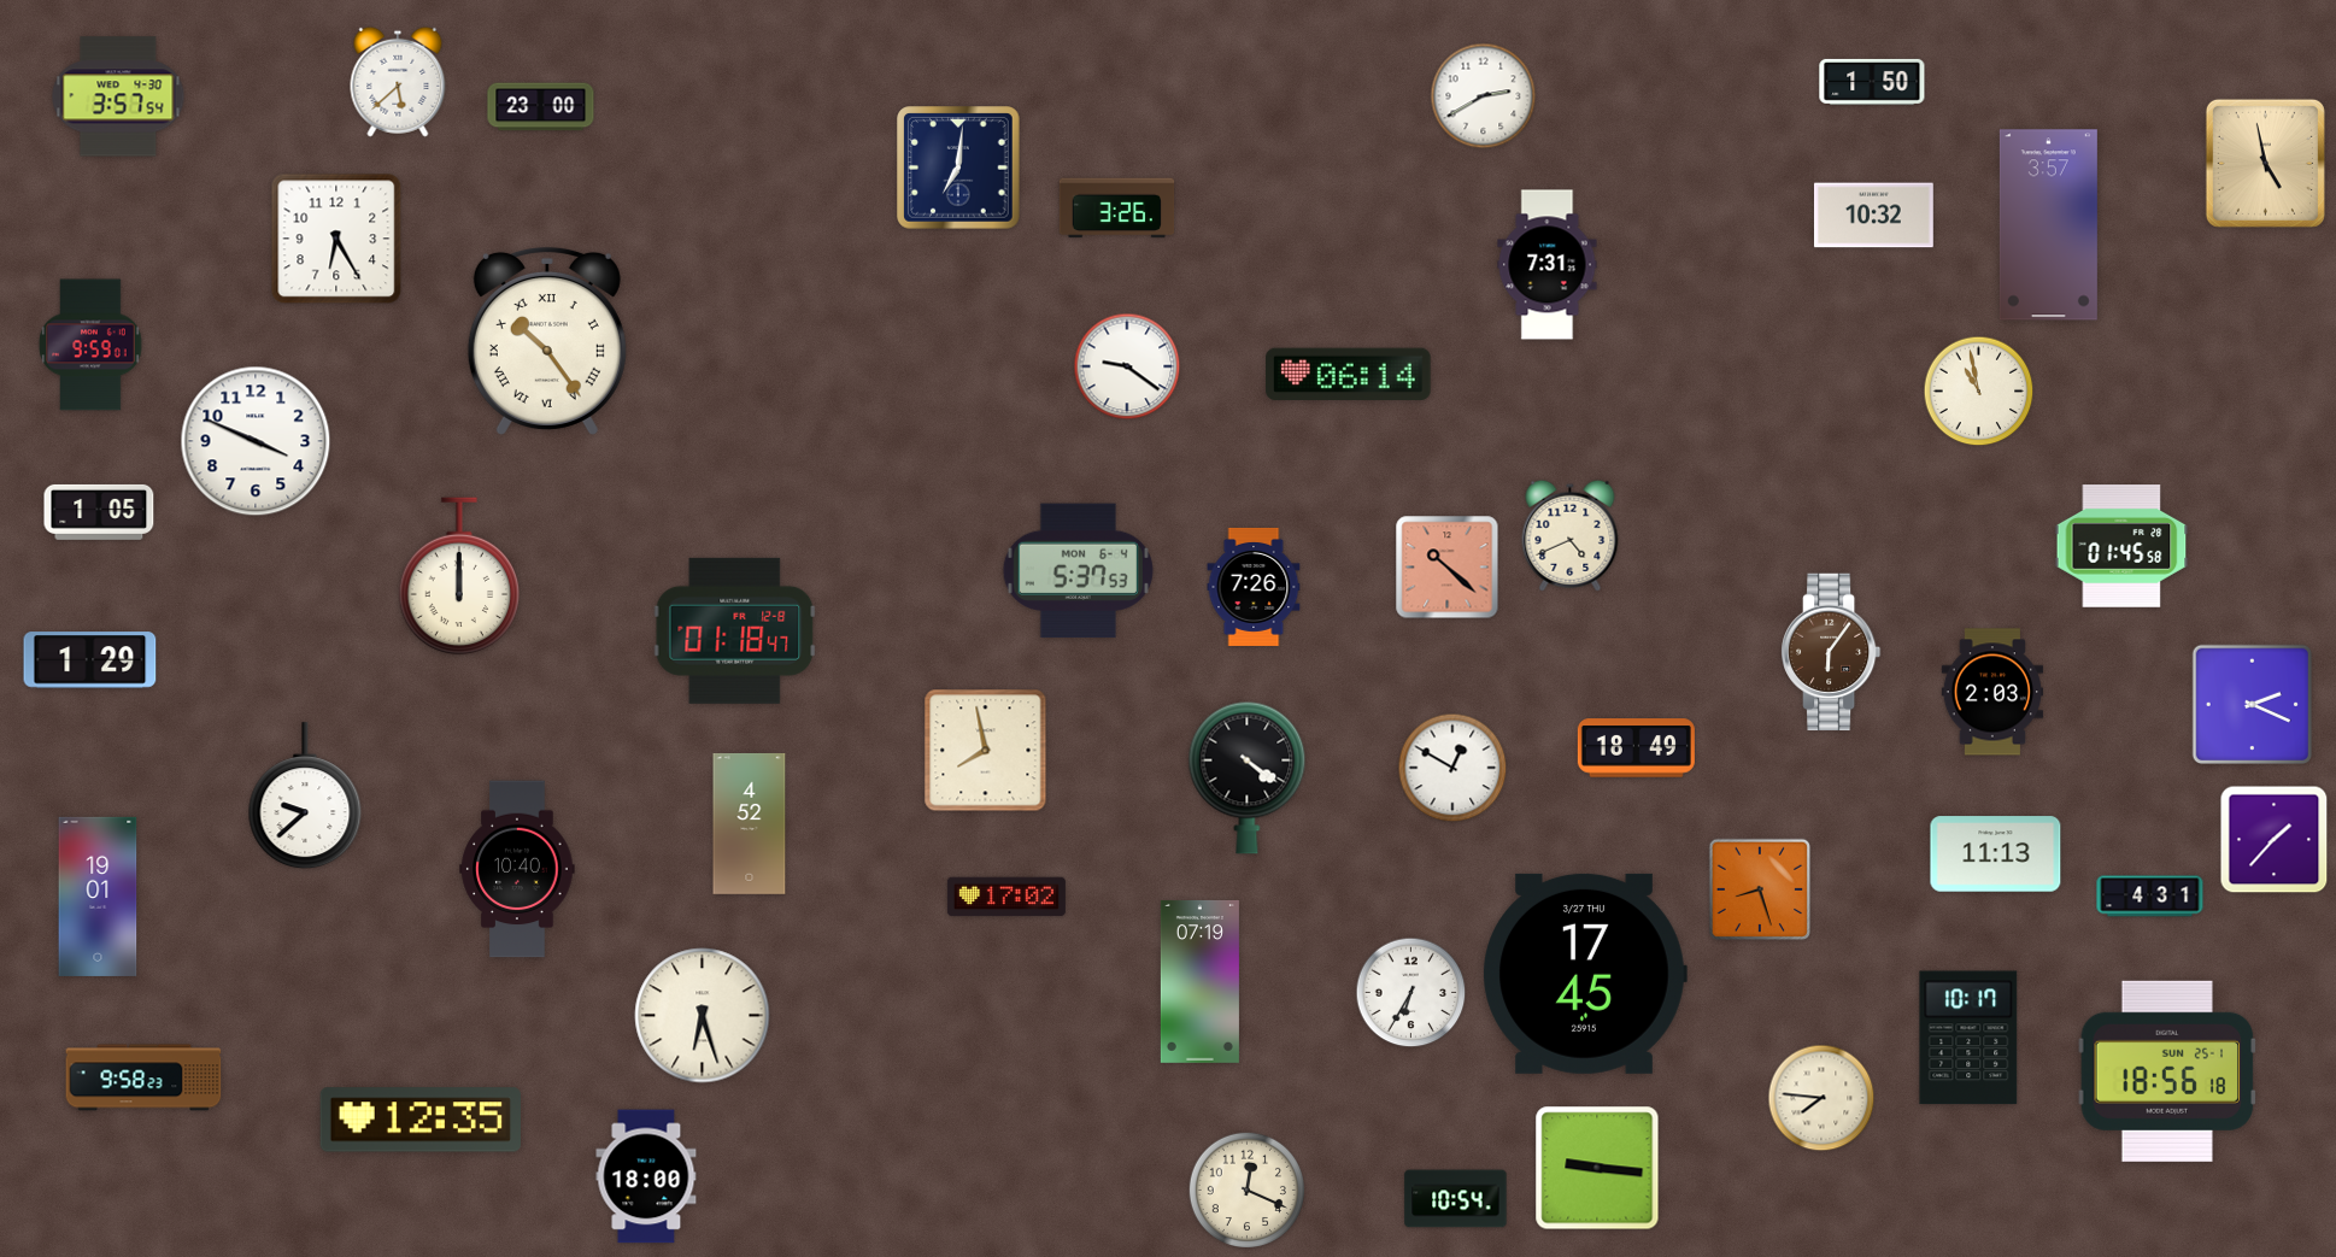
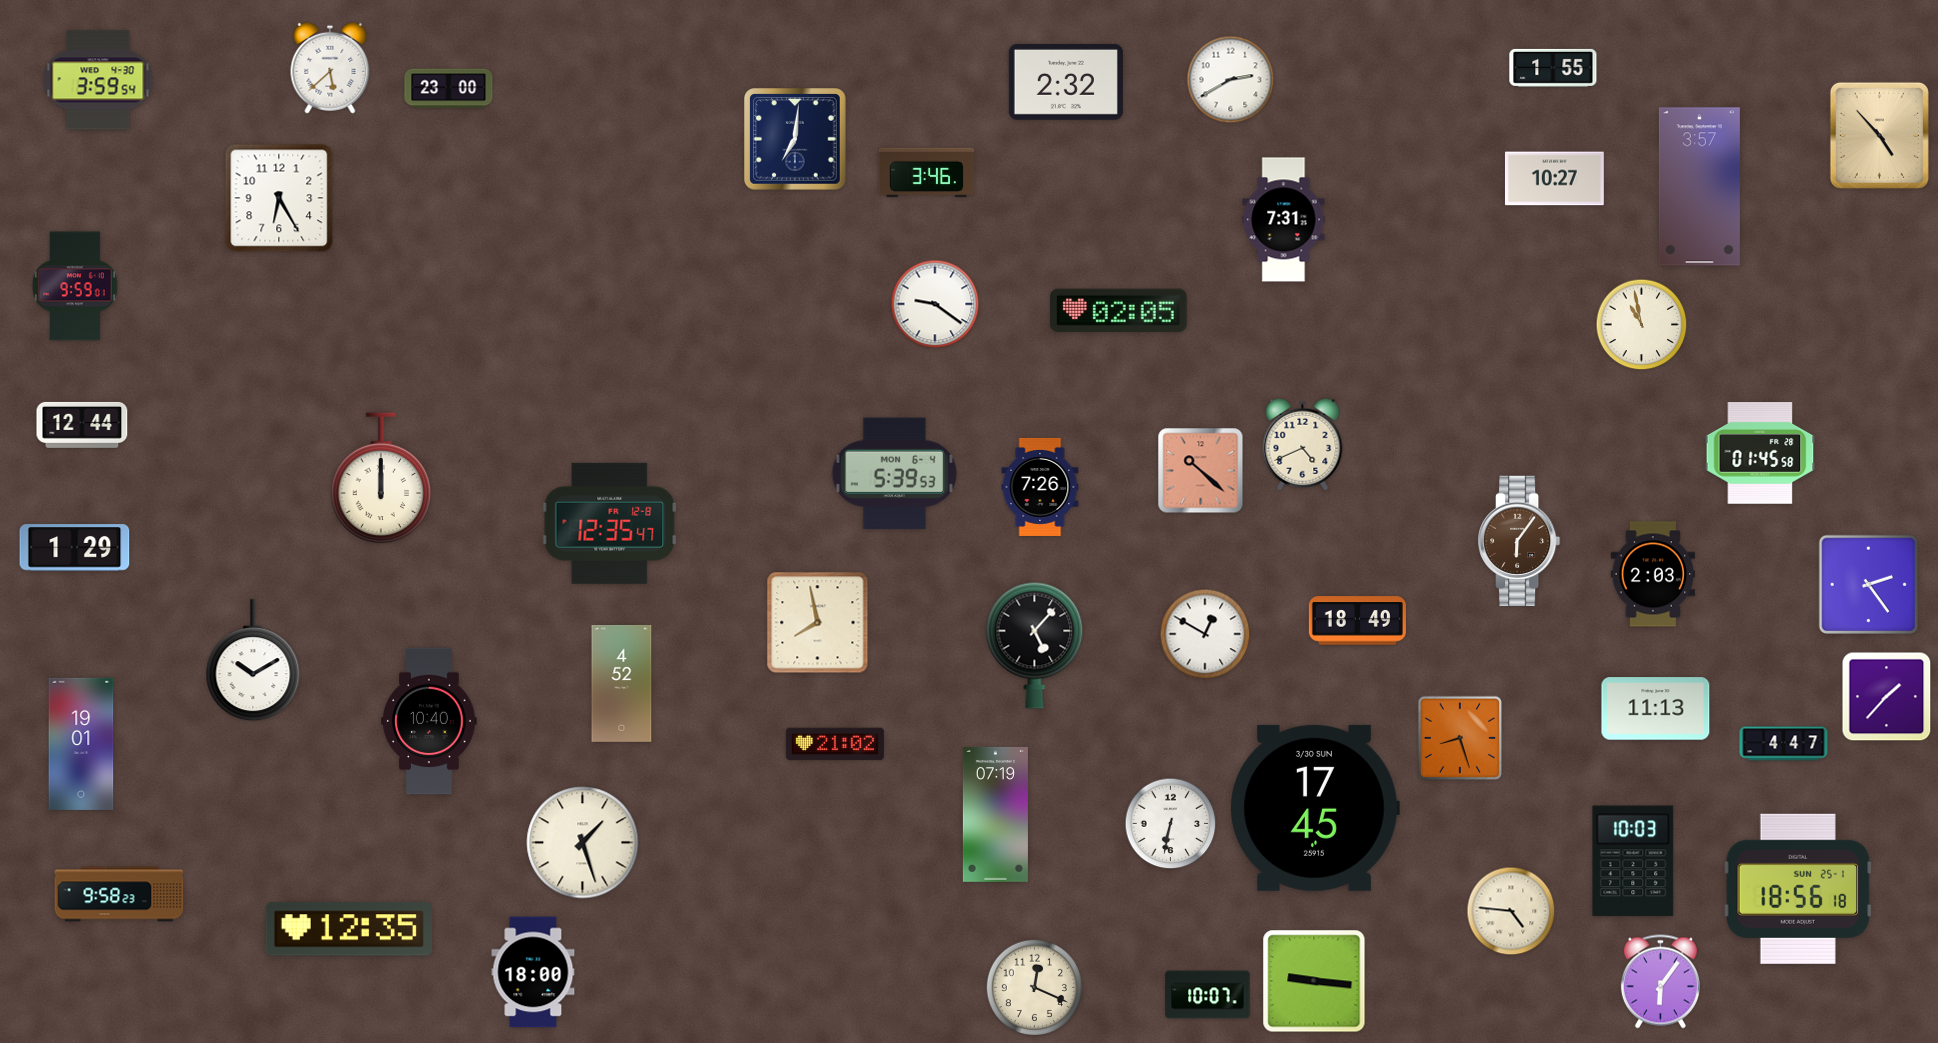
clock at (1872, 82): 1:50 -> 1:55
clock at (118, 96): 3:57 -> 3:59
clock at (1066, 82): none -> 2:32
clock at (2265, 163): 4:58 -> 4:53
clock at (1117, 208): 3:26 -> 3:46
clock at (1873, 216): 10:32 -> 10:27
clock at (547, 341): 10:24 -> none
clock at (1349, 374): 06:14 -> 02:05
clock at (256, 441): 3:49 -> none
clock at (99, 512): 1:05 -> 12:44
clock at (1078, 571): 5:37 -> 5:39
clock at (735, 630): 01:18 -> 12:35
clock at (2252, 704): 2:19 -> 2:24
clock at (1452, 768) position: (1452, 768) -> (1205, 634)
clock at (1248, 777): 4:21 -> 5:07
clock at (305, 797): 9:38 -> 10:10
clock at (1006, 897): 17:02 -> 21:02
clock at (2150, 897): 4:31 -> 4:47
clock at (1585, 974) date: 3/27 THU -> 3/30 SUN
clock at (1411, 993): 6:35 -> 6:32
clock at (703, 1016): 6:27 -> 1:27
clock at (1968, 1038): 10:17 -> 10:03
clock at (1821, 1098): 7:46 -> 4:46
clock at (1597, 1168) position: (1597, 1168) -> (1314, 981)
clock at (646, 1176) position: (646, 1176) -> (533, 972)
clock at (1660, 982): none -> 6:06
clock at (1456, 1199): 10:54 -> 10:07
